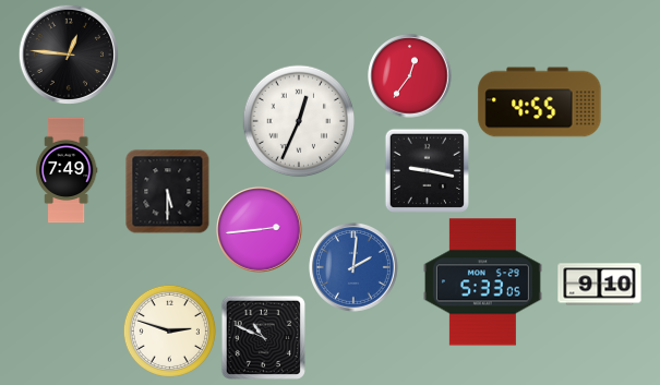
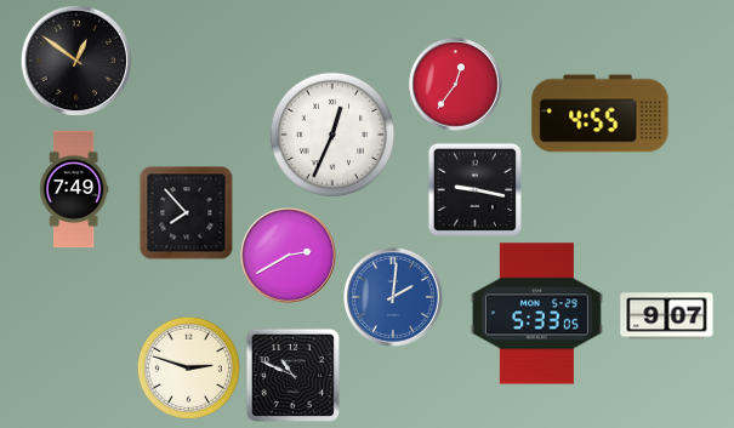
clock at (68, 53): 12:46 -> 12:51
clock at (167, 191): 5:30 -> 7:53
clock at (260, 230): 2:44 -> 2:40
clock at (600, 285): 9:10 -> 9:07
